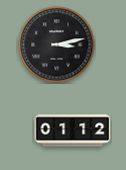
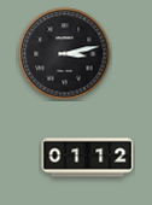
clock at (57, 45) position: (57, 45) -> (65, 54)
